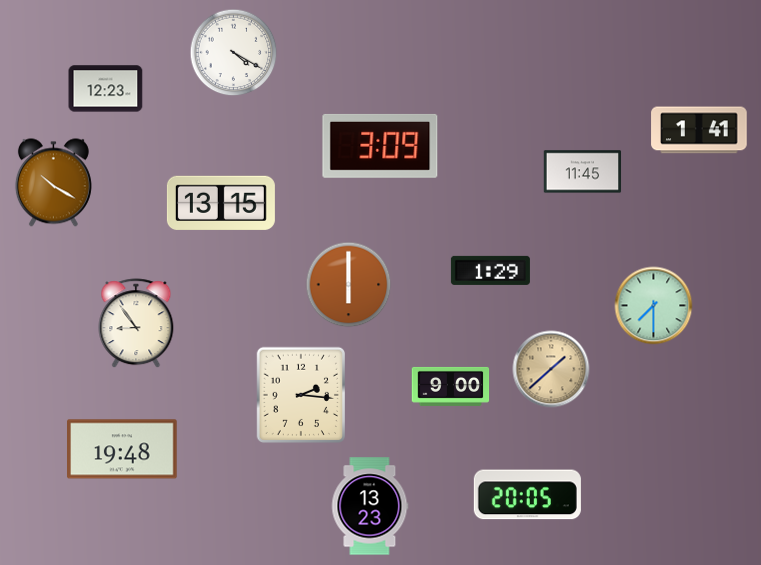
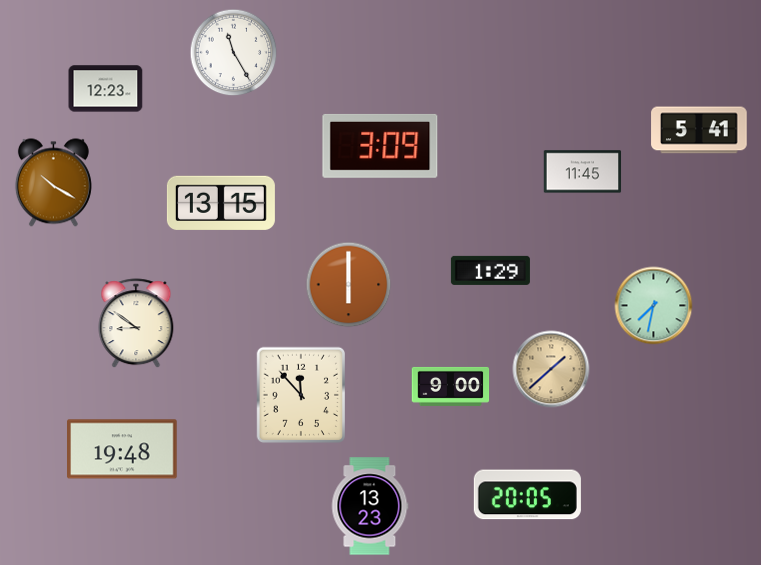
clock at (234, 53): 4:20 -> 11:25
clock at (699, 130): 1:41 -> 5:41
clock at (654, 306): 7:30 -> 7:32
clock at (136, 324): 8:54 -> 8:51
clock at (300, 395): 2:16 -> 11:53
